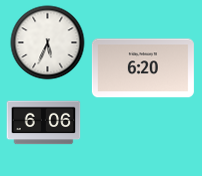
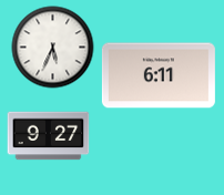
clock at (143, 68): 6:20 -> 6:11
clock at (44, 123): 6:06 -> 9:27
